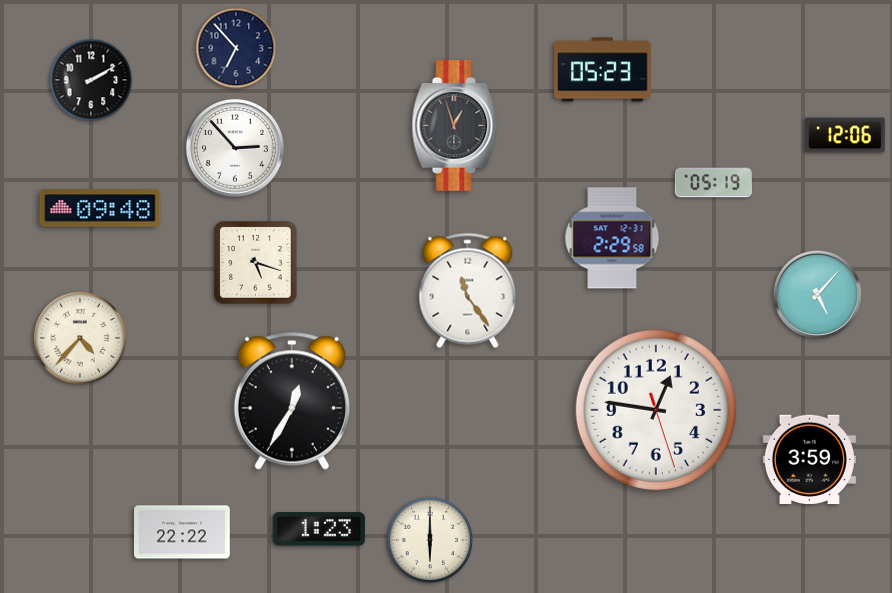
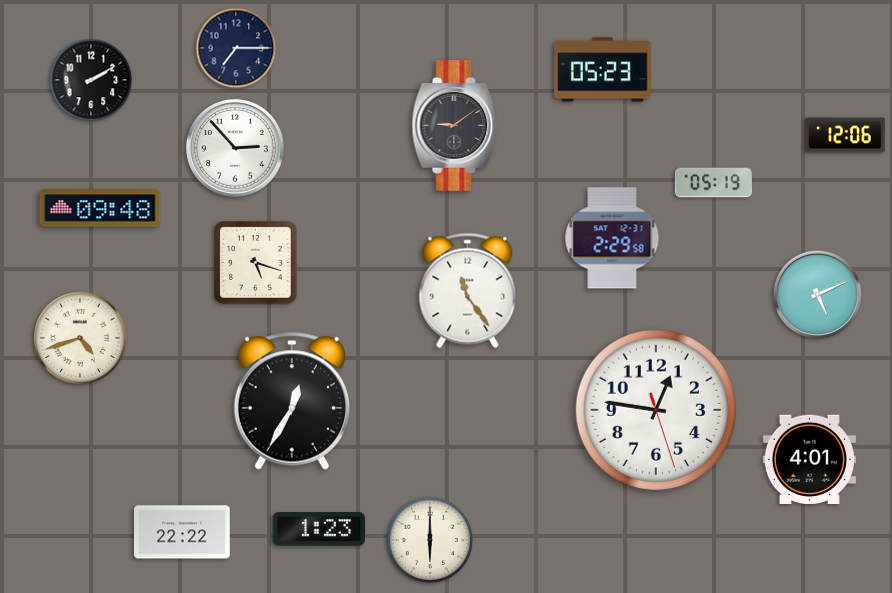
clock at (236, 48): 6:53 -> 7:15
clock at (455, 126): 12:57 -> 9:09
clock at (817, 294): 5:07 -> 5:11
clock at (80, 338): 4:37 -> 4:42
clock at (809, 459): 3:59 -> 4:01
